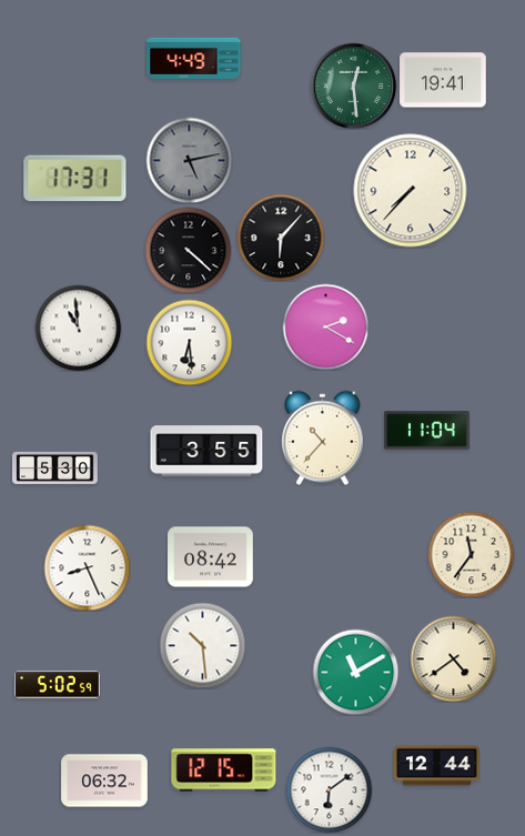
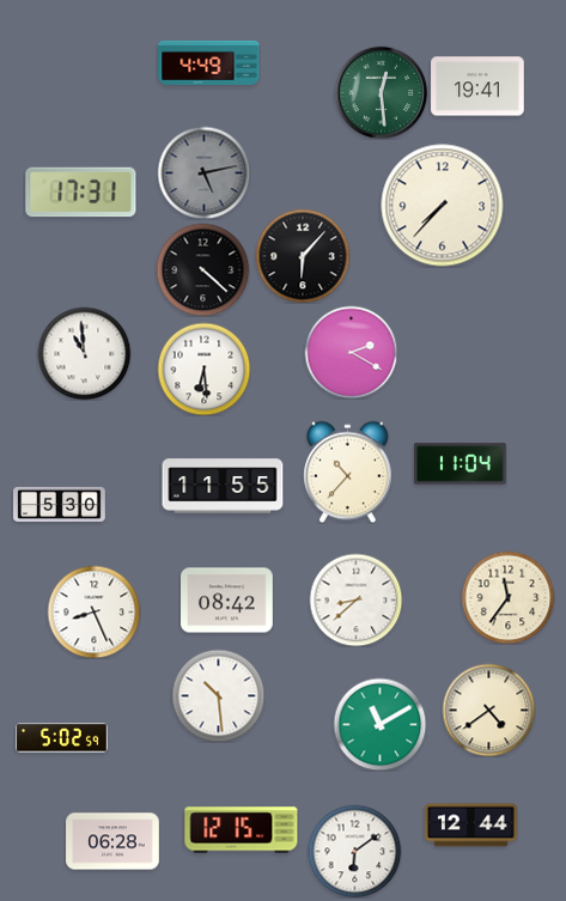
clock at (206, 451): 3:55 -> 11:55
clock at (355, 599): none -> 8:38
clock at (355, 672) position: (355, 672) -> (379, 724)
clock at (104, 780): 06:32 -> 06:28
